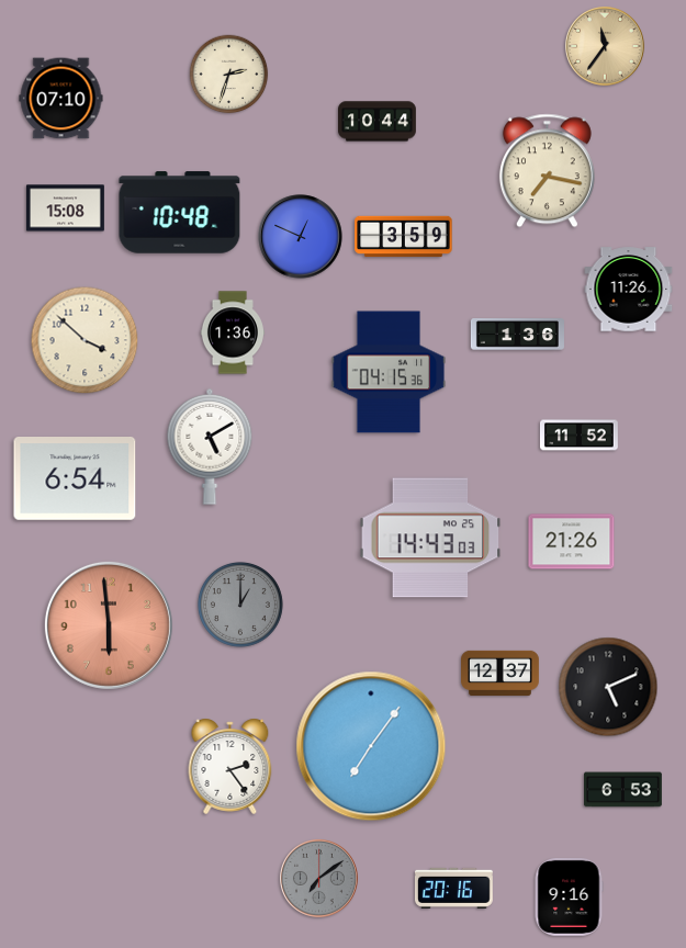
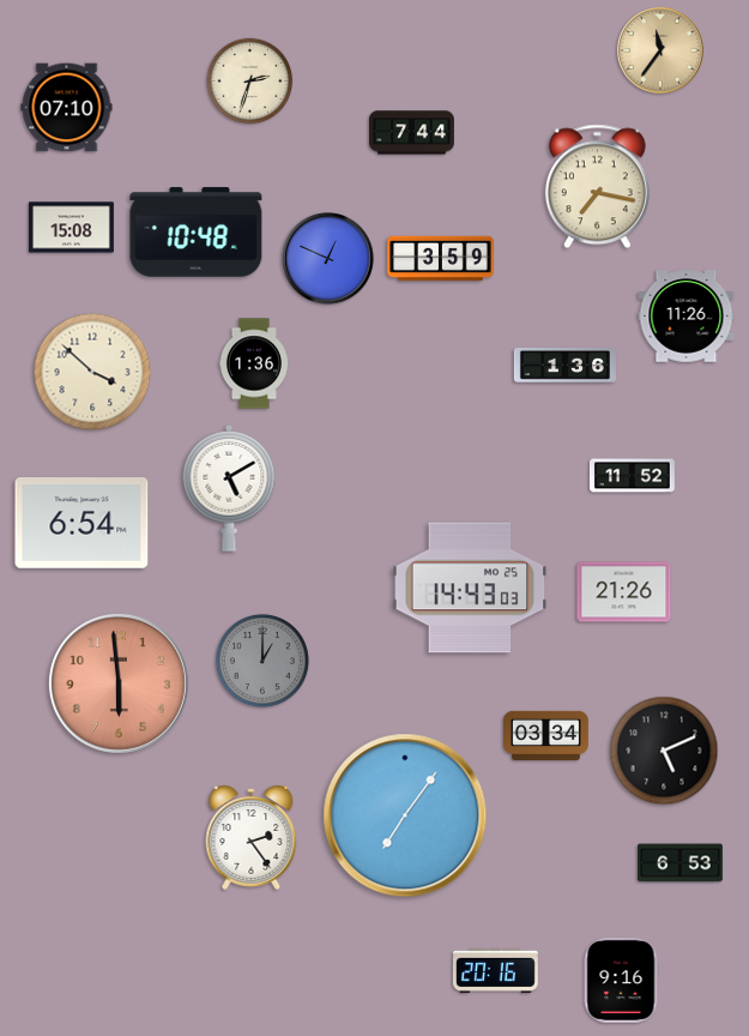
clock at (378, 122): 10:44 -> 7:44
clock at (389, 372): 04:15 -> none
clock at (501, 673): 12:37 -> 03:34
clock at (318, 878): 7:09 -> none
